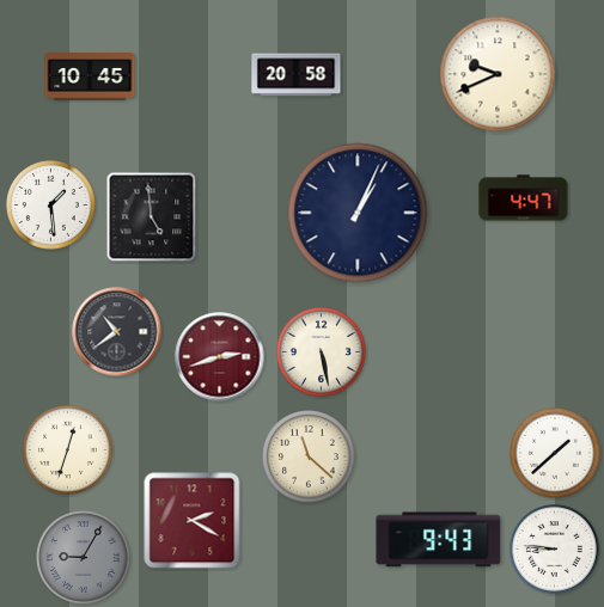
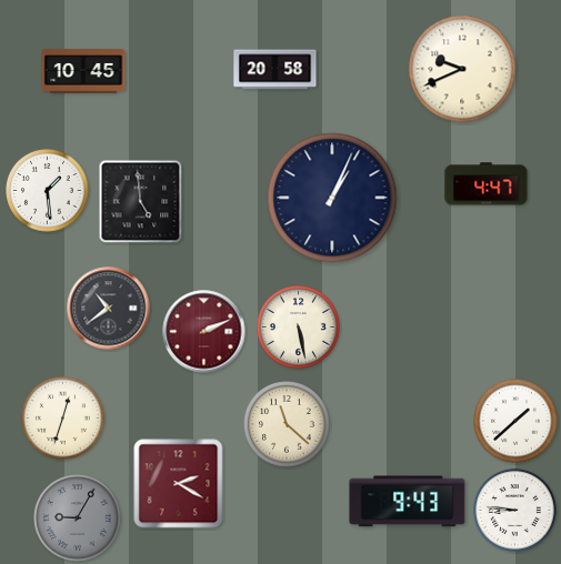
clock at (220, 357): 2:42 -> 2:11
